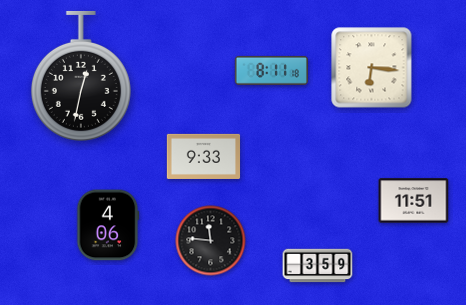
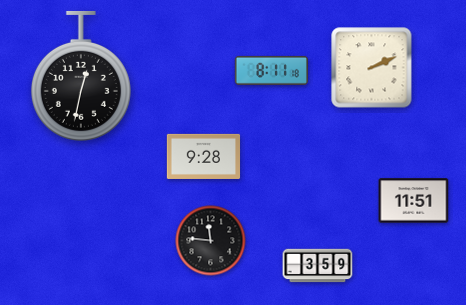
clock at (372, 68): 6:16 -> 2:11
clock at (204, 156): 9:33 -> 9:28
clock at (108, 225): 4:06 -> none
